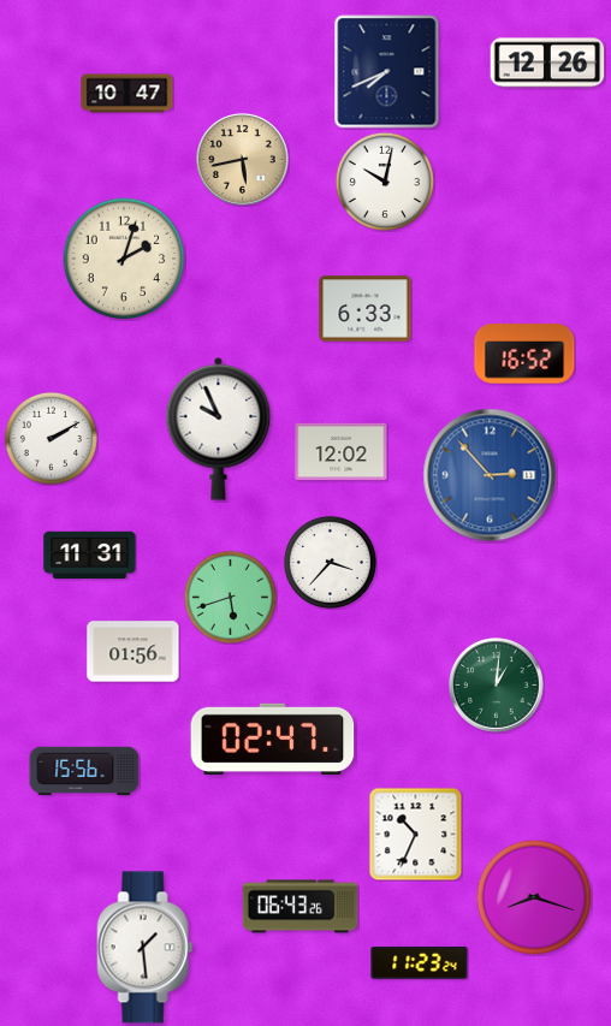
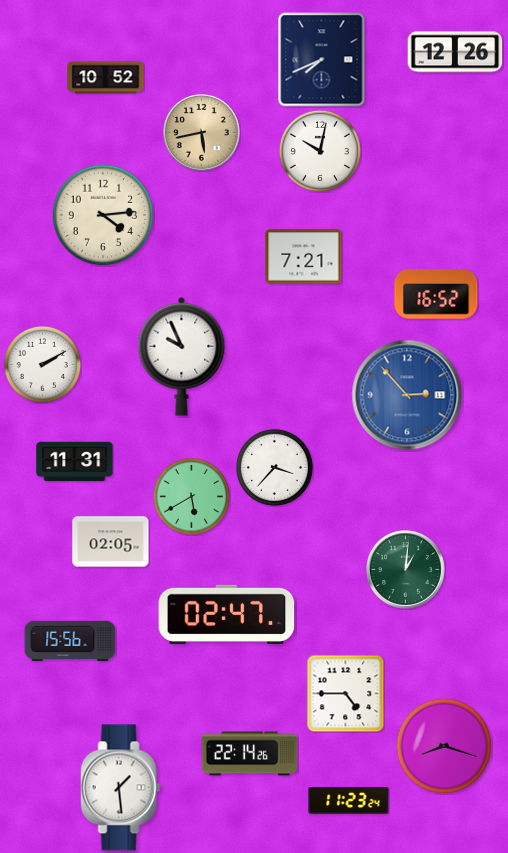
clock at (127, 94): 10:47 -> 10:52
clock at (124, 259): 2:03 -> 4:14
clock at (366, 309): 6:33 -> 7:21
clock at (342, 452): 12:02 -> none
clock at (230, 597): 5:42 -> 5:40
clock at (134, 652): 01:56 -> 02:05
clock at (497, 686) position: (497, 686) -> (406, 570)
clock at (415, 834): 10:34 -> 4:45
clock at (301, 907): 06:43 -> 22:14
